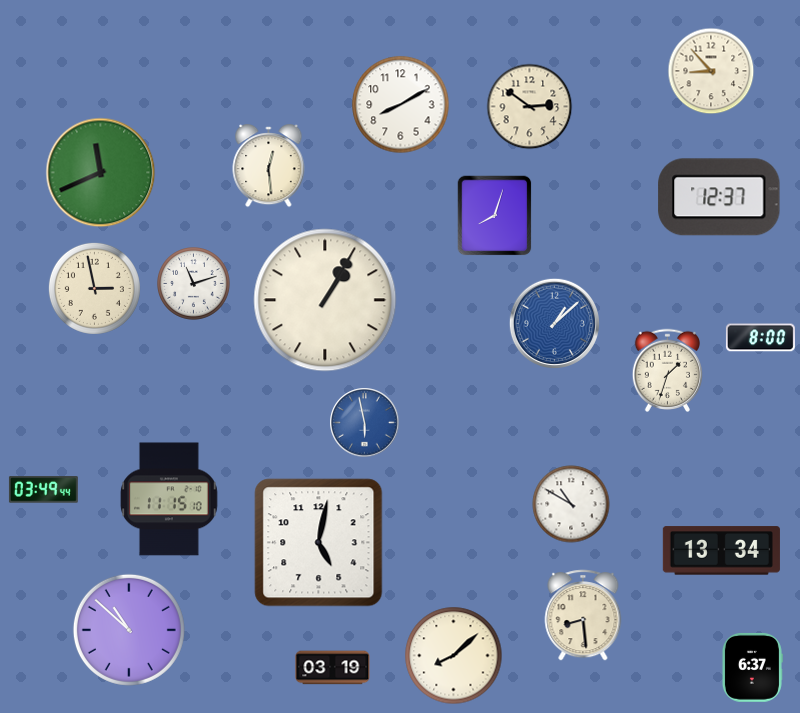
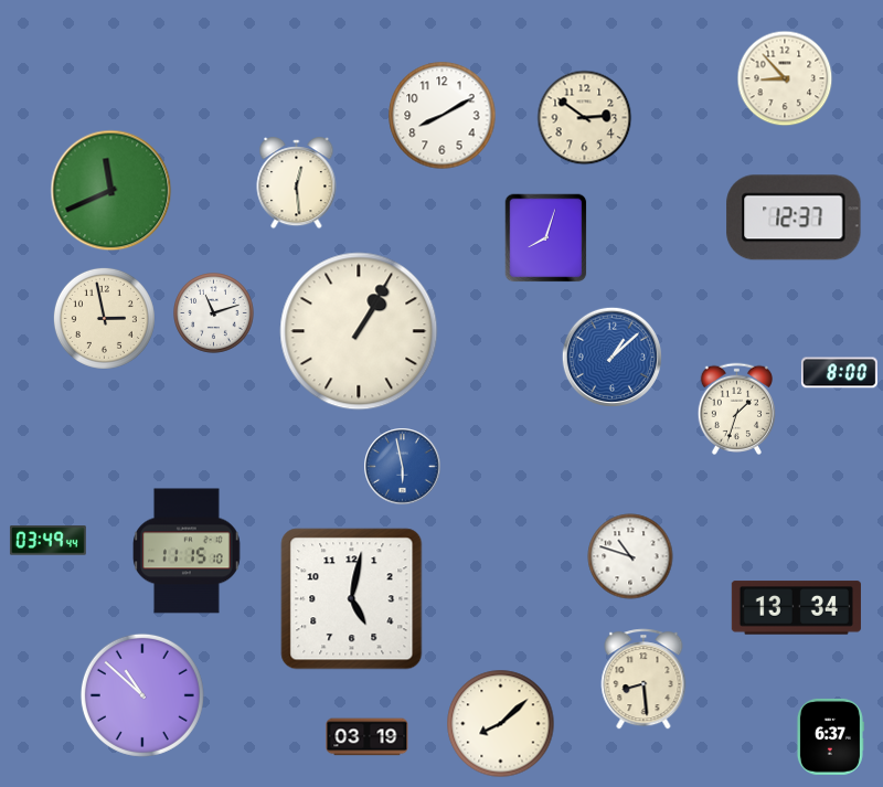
clock at (571, 504): 10:50 -> 10:48
